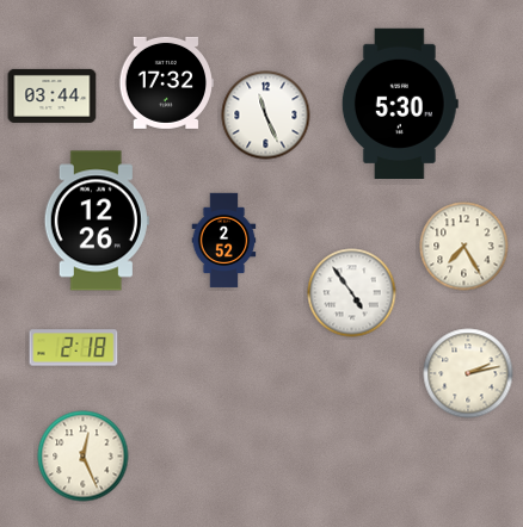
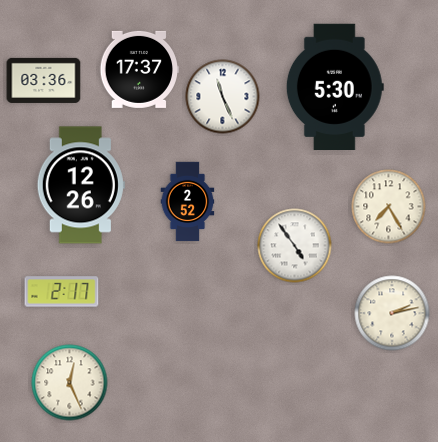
clock at (167, 82): 17:32 -> 17:37
clock at (53, 95): 03:44 -> 03:36
clock at (74, 348): 2:18 -> 2:17
